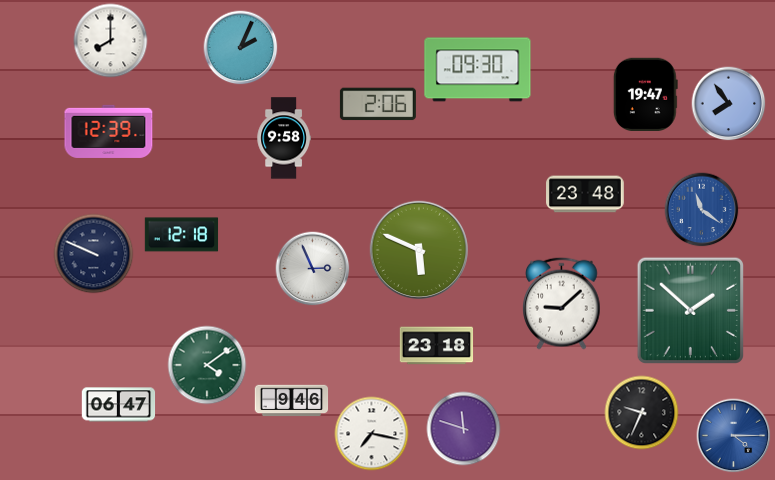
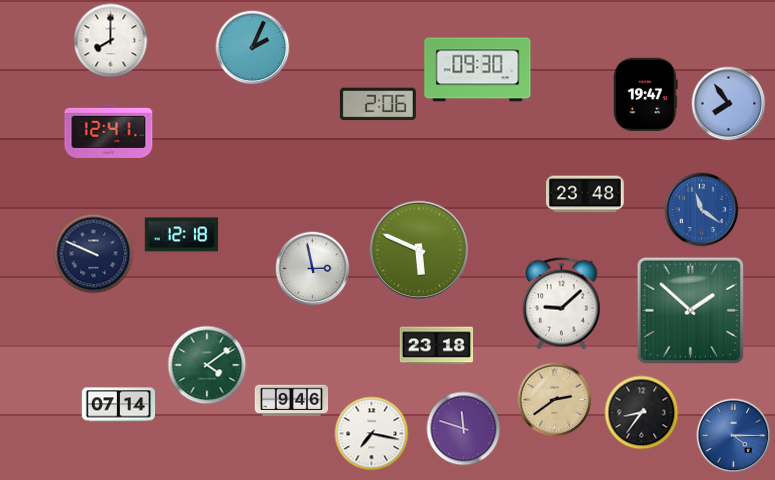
clock at (241, 48) position: (241, 48) -> (253, 48)
clock at (109, 131): 12:39 -> 12:41
clock at (284, 138): 9:58 -> none
clock at (313, 269): 2:56 -> 2:58
clock at (555, 400): none -> 2:39
clock at (119, 405): 06:47 -> 07:14
clock at (642, 413): 9:34 -> 8:36
